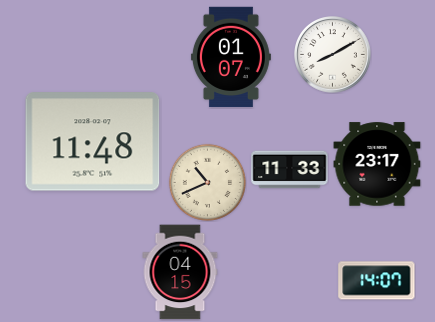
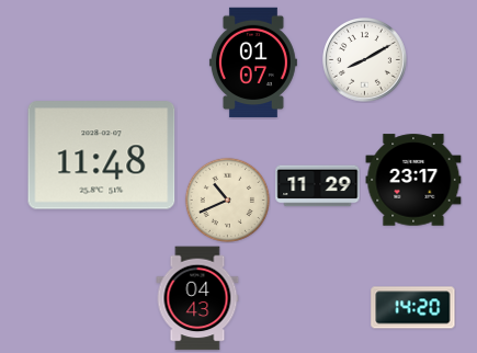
clock at (290, 170): 11:33 -> 11:29
clock at (180, 272): 04:15 -> 04:43
clock at (377, 281): 14:07 -> 14:20
